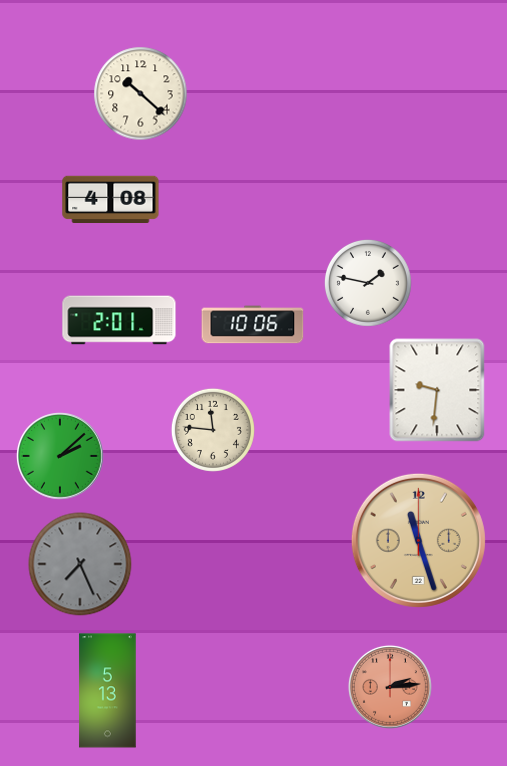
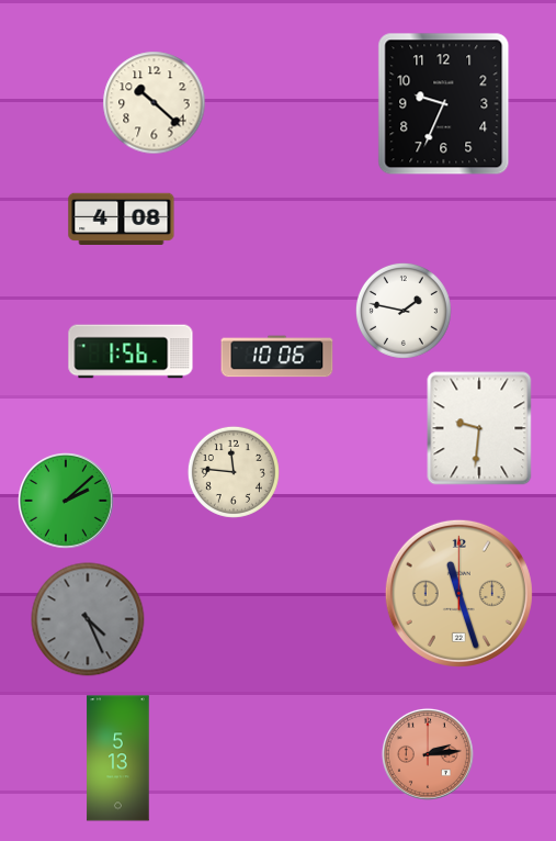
clock at (444, 104): none -> 9:34
clock at (119, 320): 2:01 -> 1:56
clock at (80, 564): 7:26 -> 4:26
